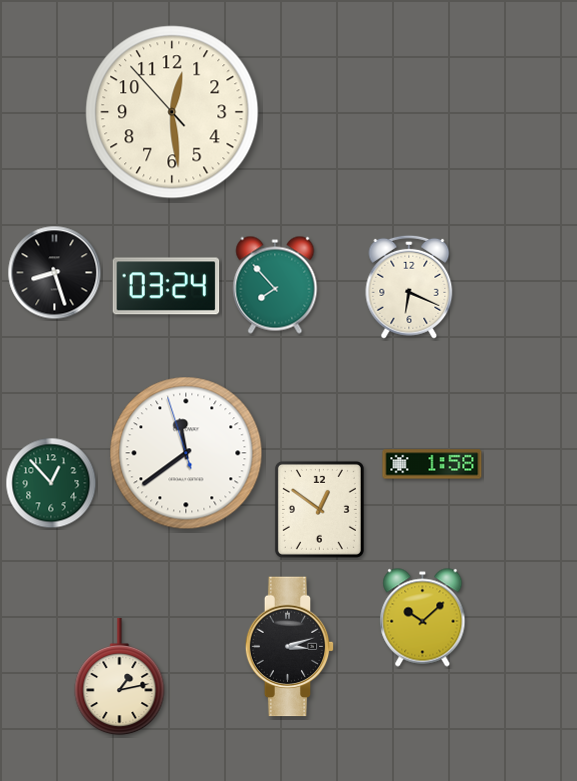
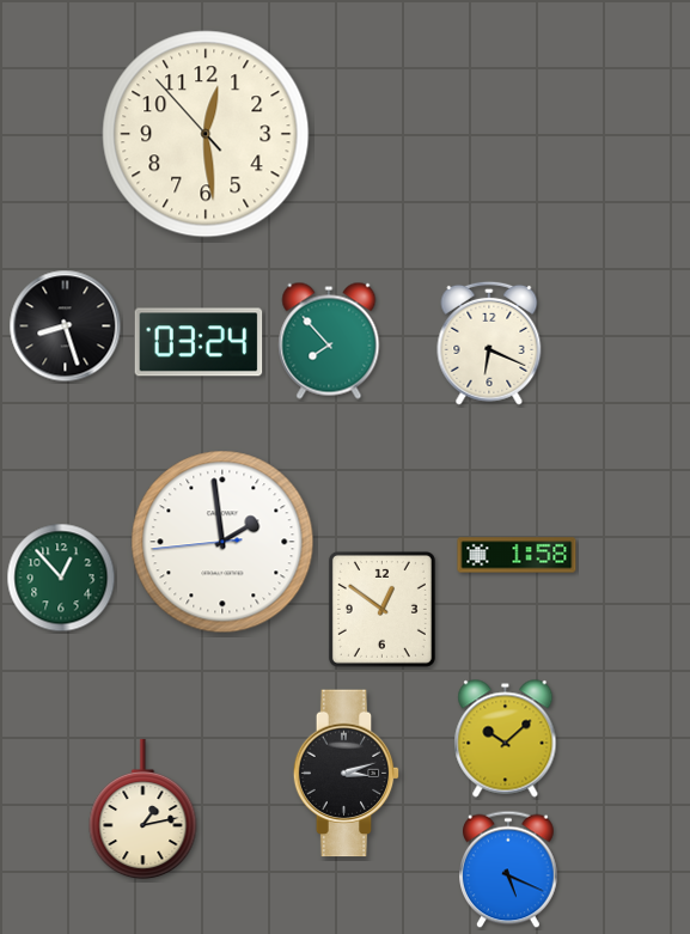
clock at (186, 453): 11:38 -> 1:58
clock at (509, 869): none -> 5:19
